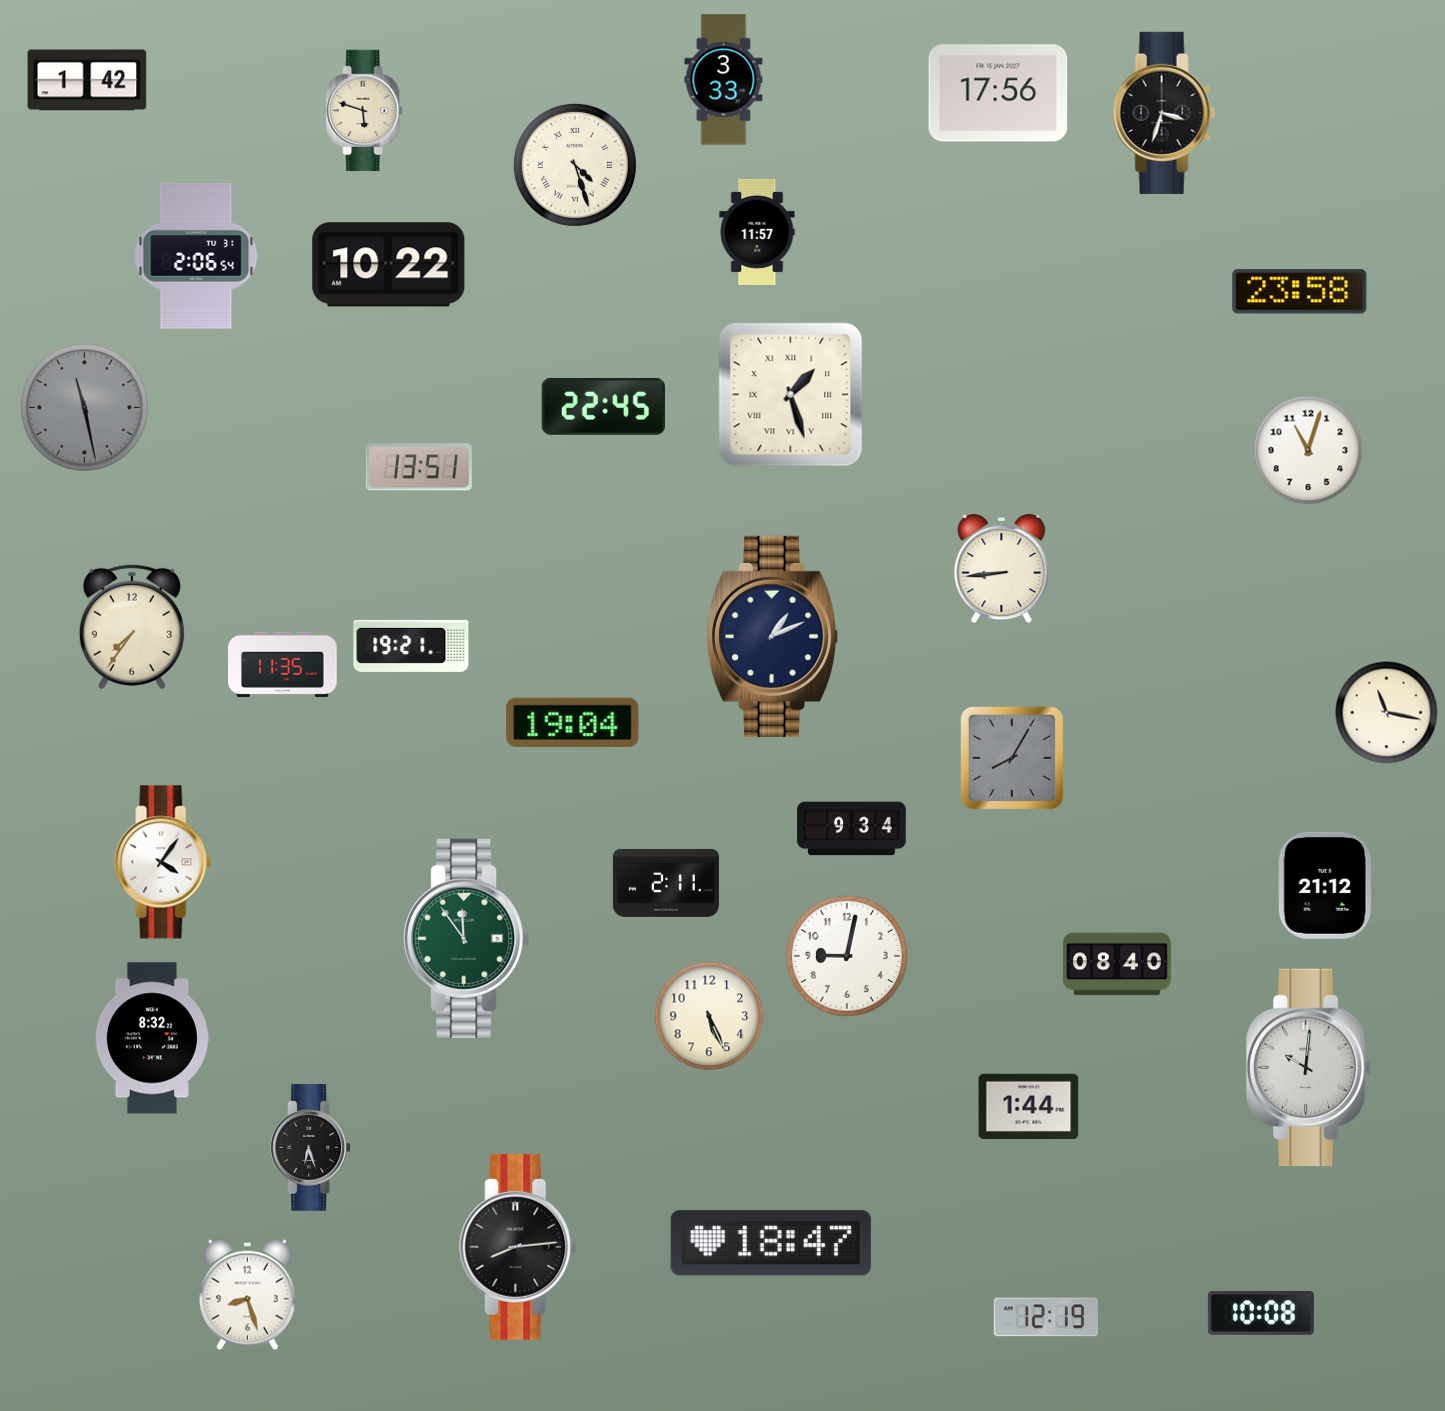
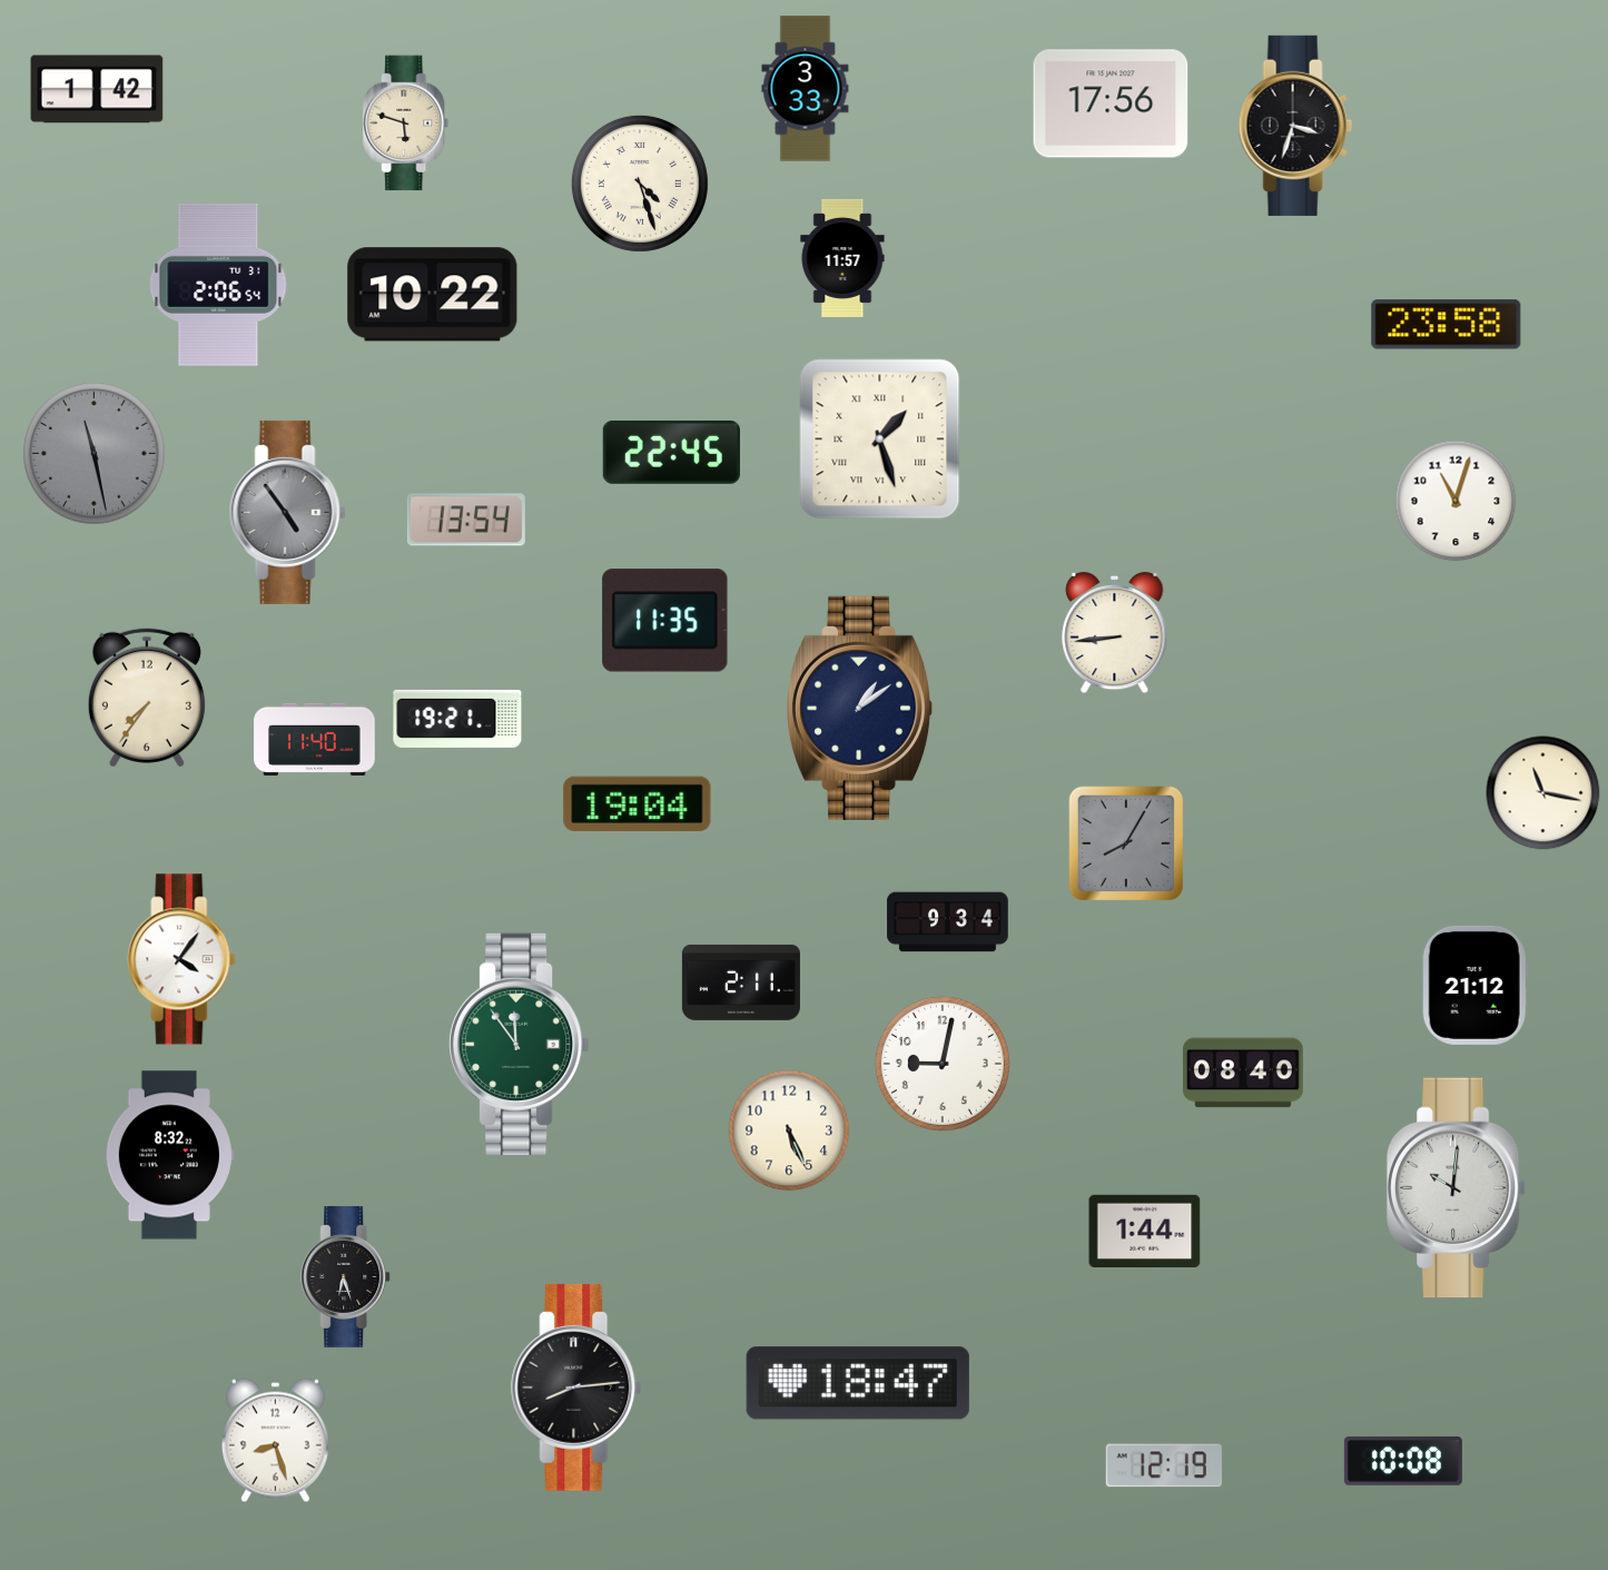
clock at (287, 512): none -> 4:54
clock at (419, 467): 13:51 -> 13:54
clock at (665, 621): none -> 11:35
clock at (773, 636): 1:11 -> 1:09
clock at (283, 664): 11:35 -> 11:40
